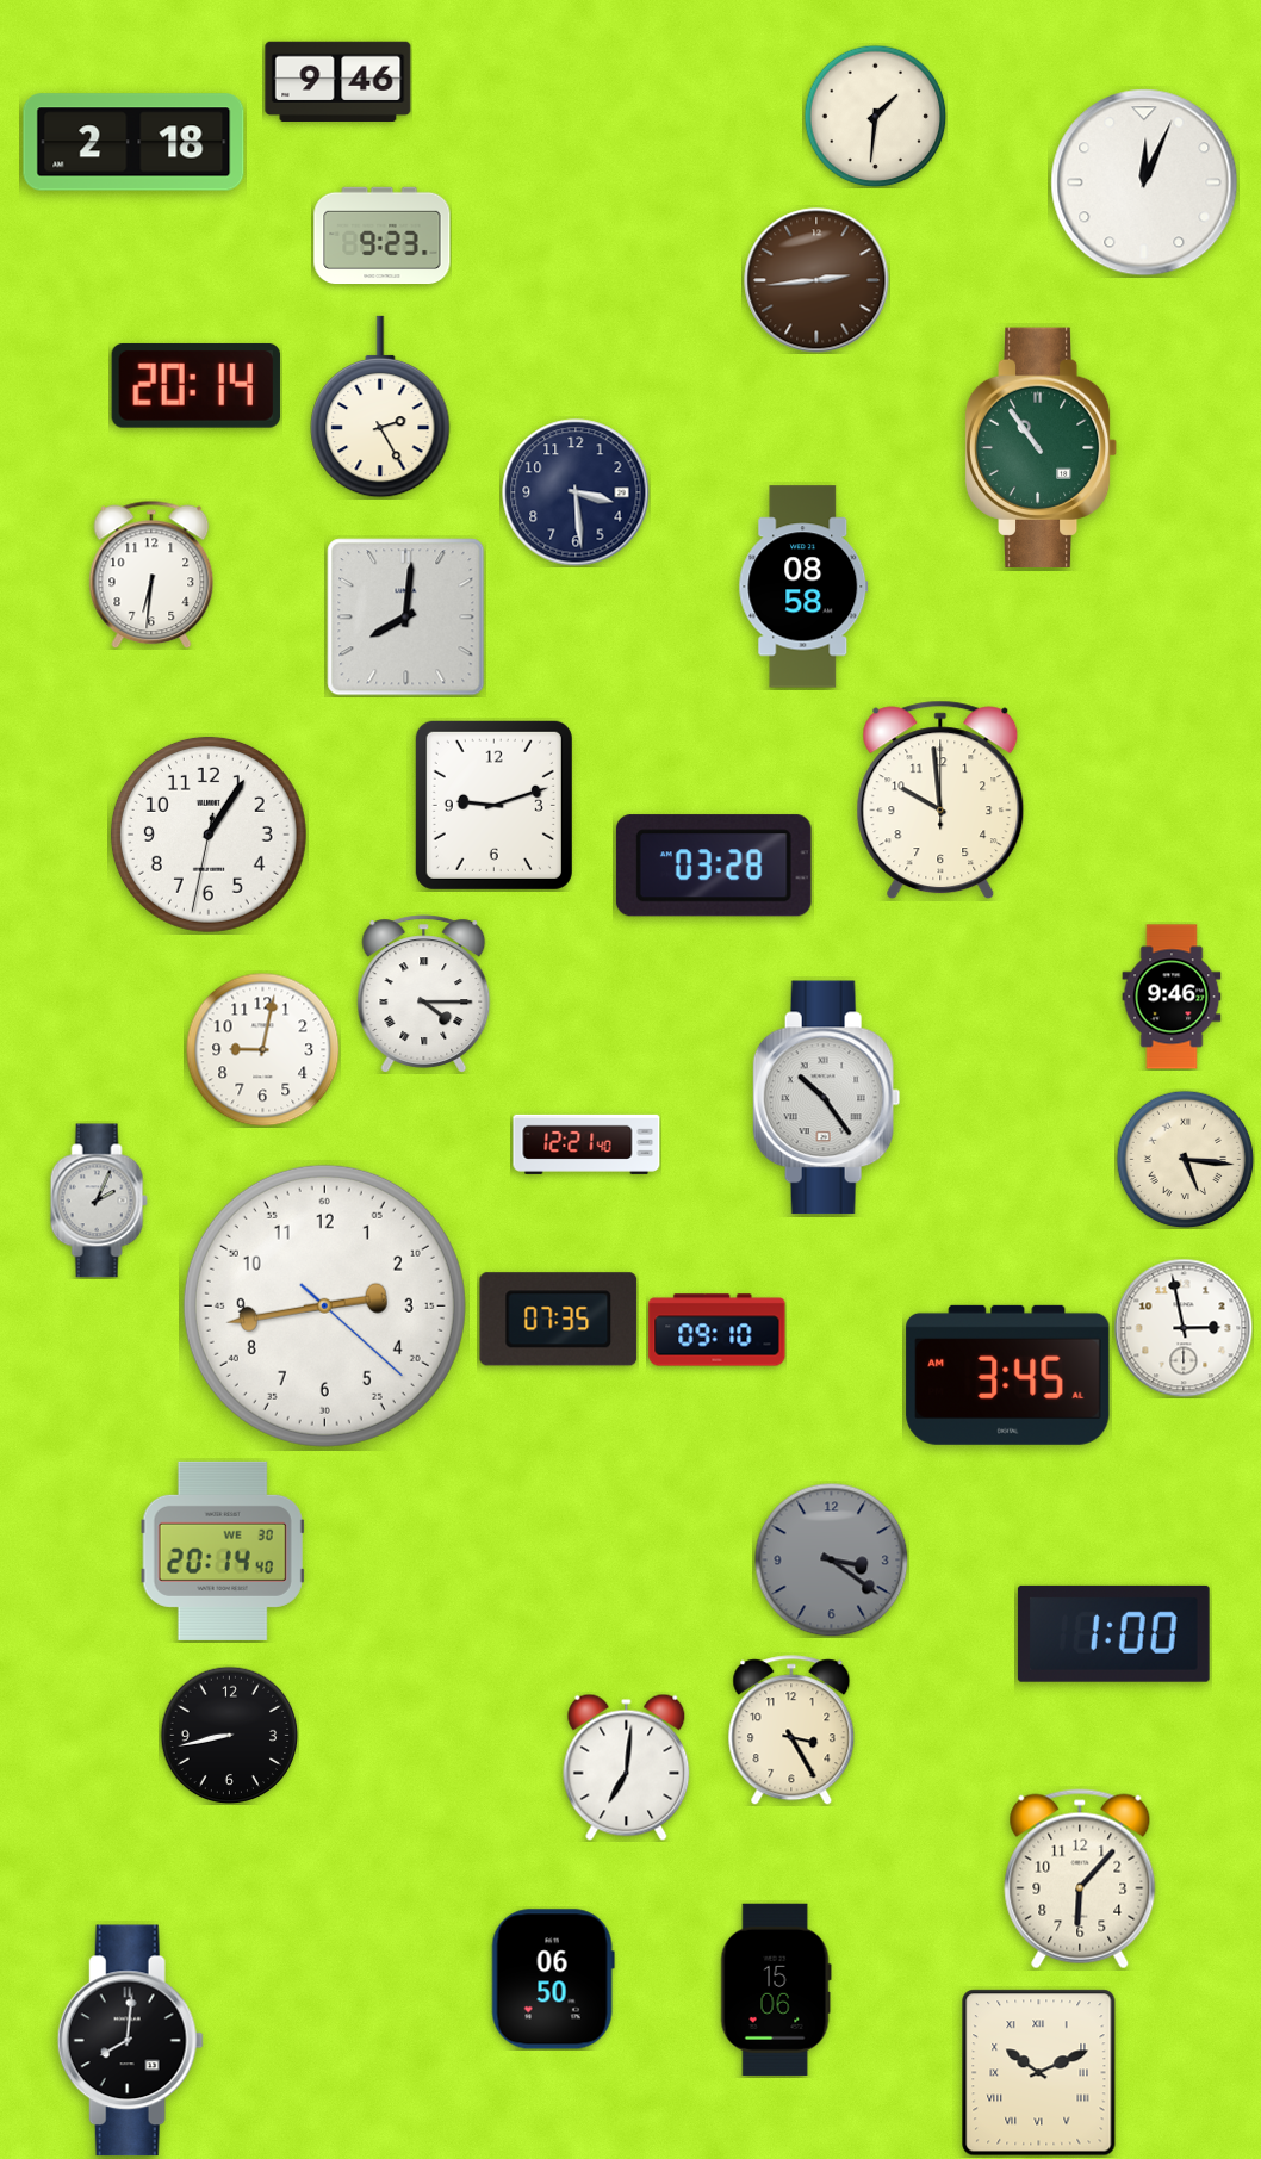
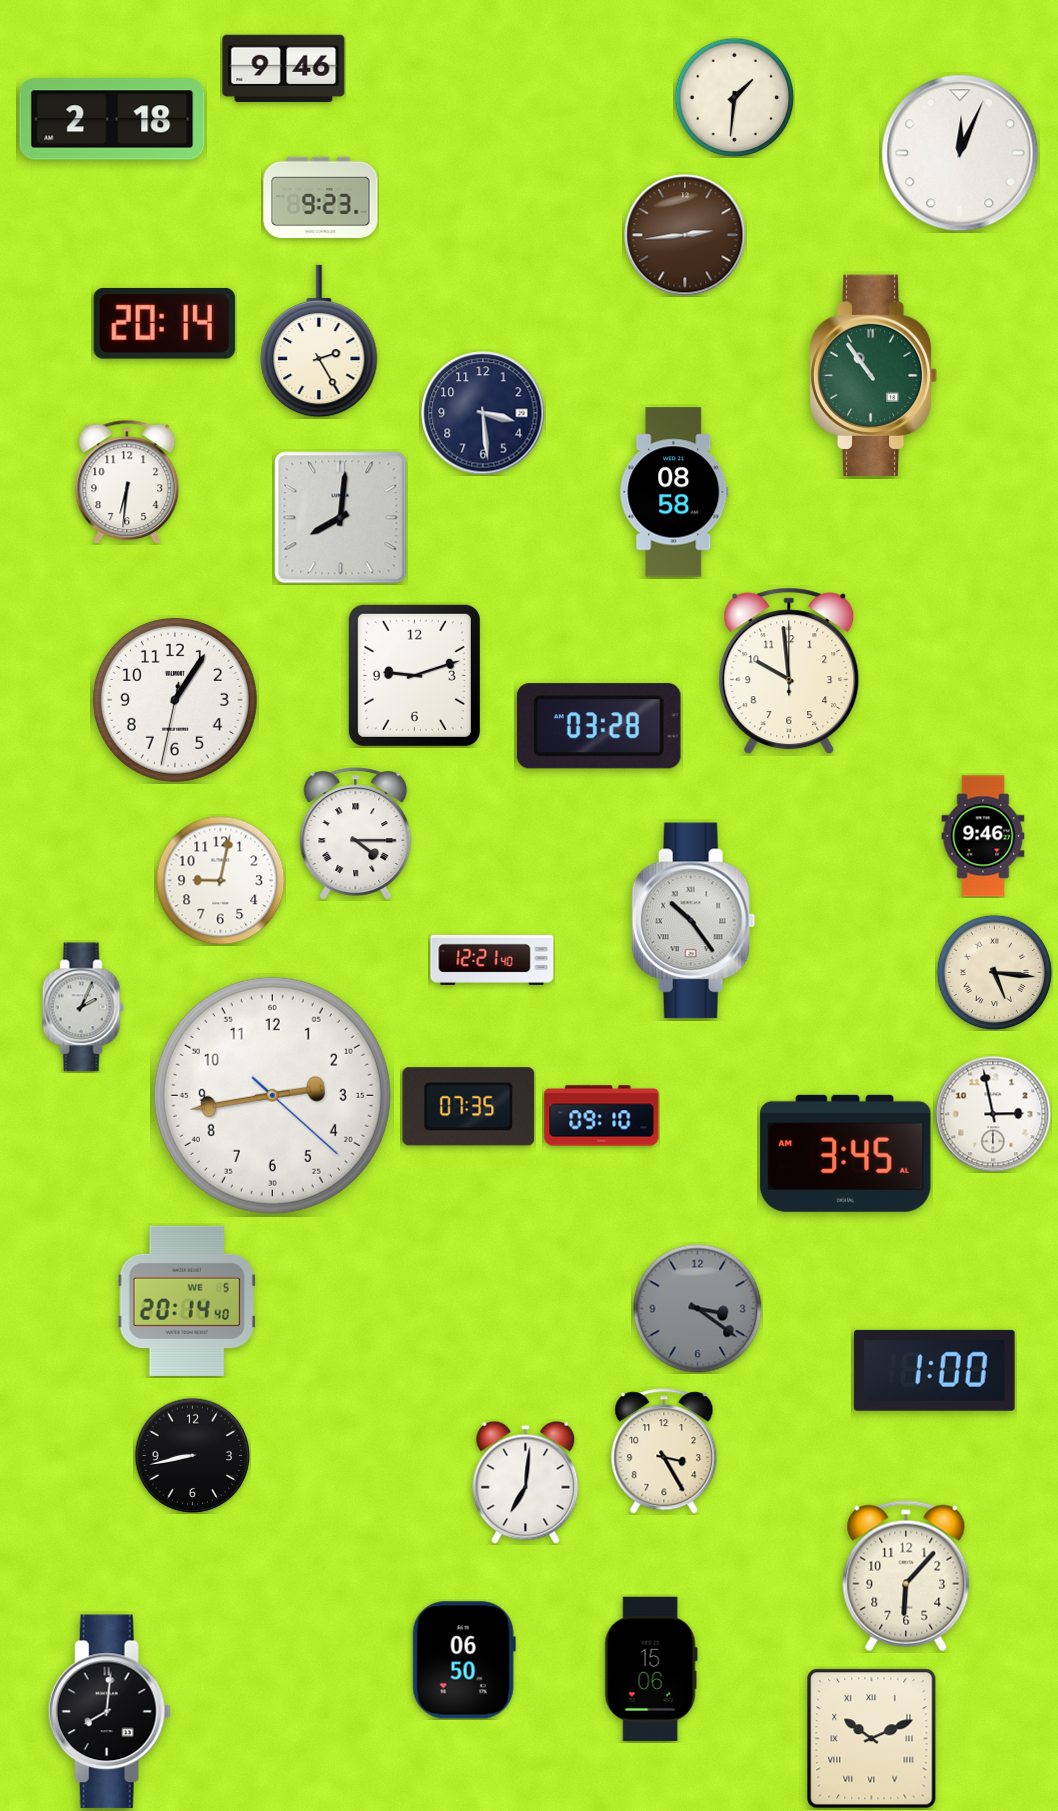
clock at (223, 1551) date: WE 30 -> WE 5
